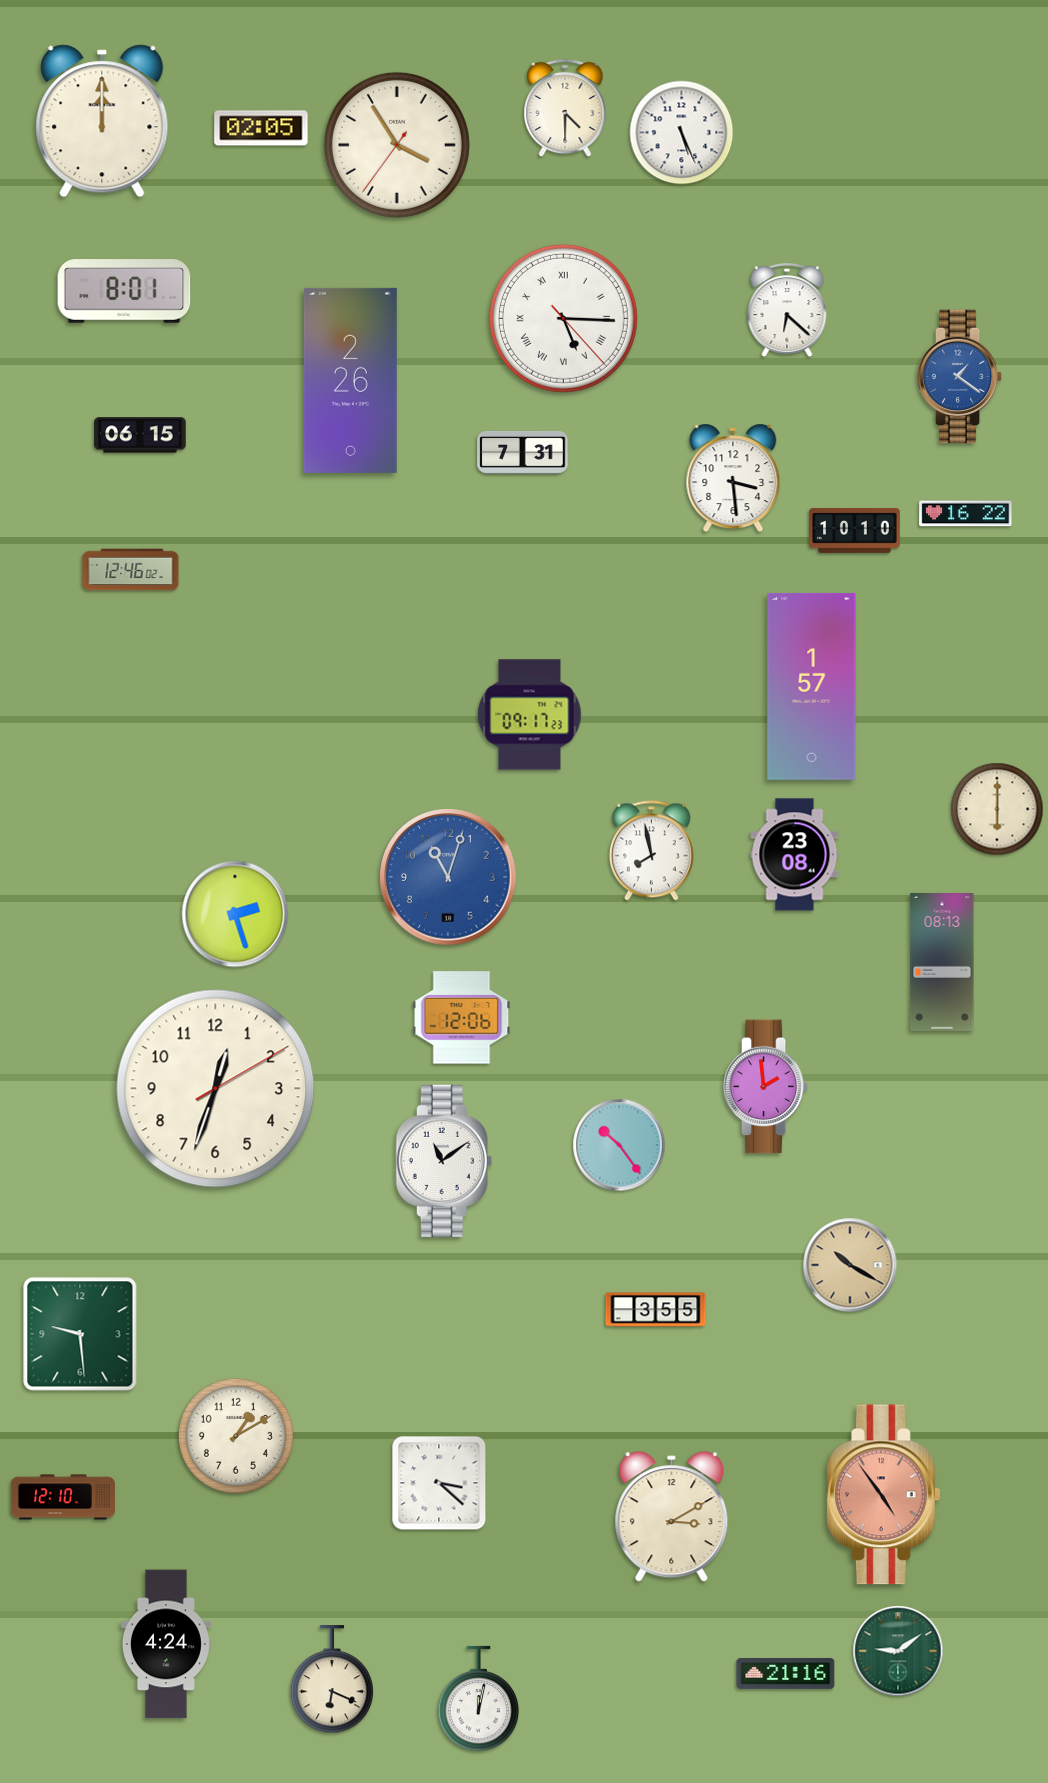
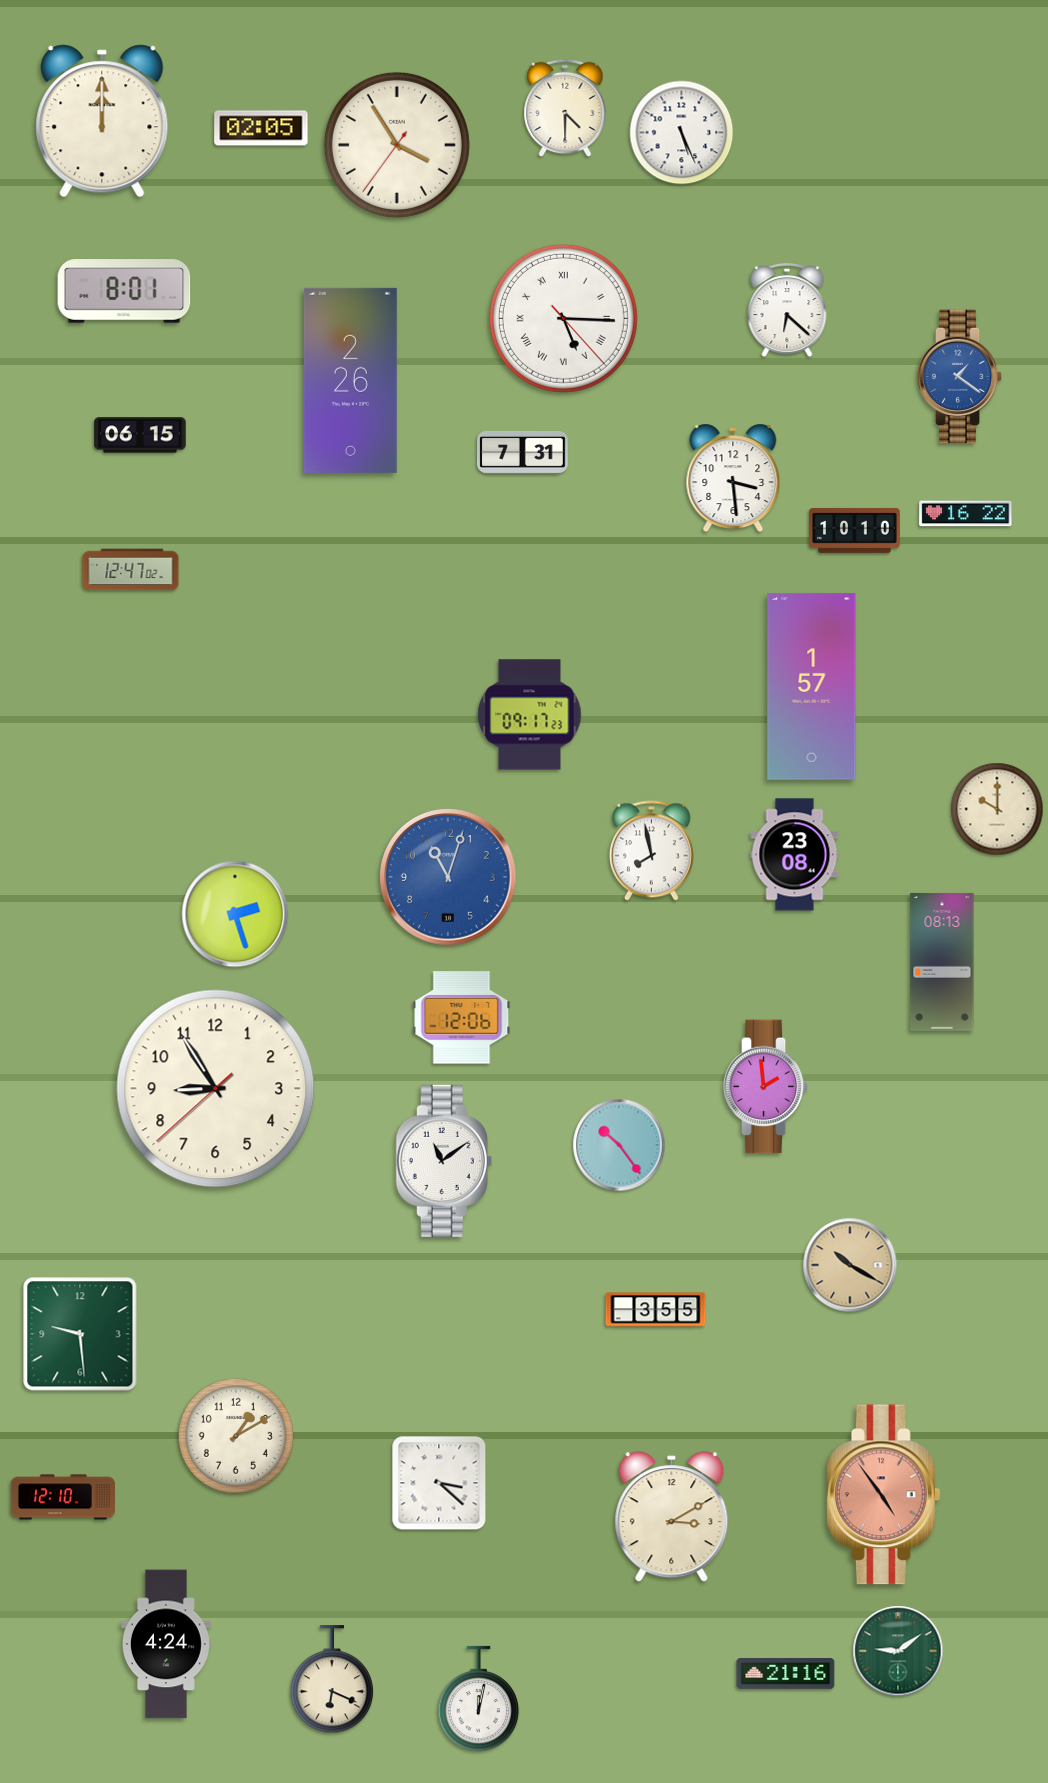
clock at (131, 570): 12:46 -> 12:47
clock at (997, 809): 6:00 -> 10:00
clock at (216, 1089): 12:33 -> 8:54
